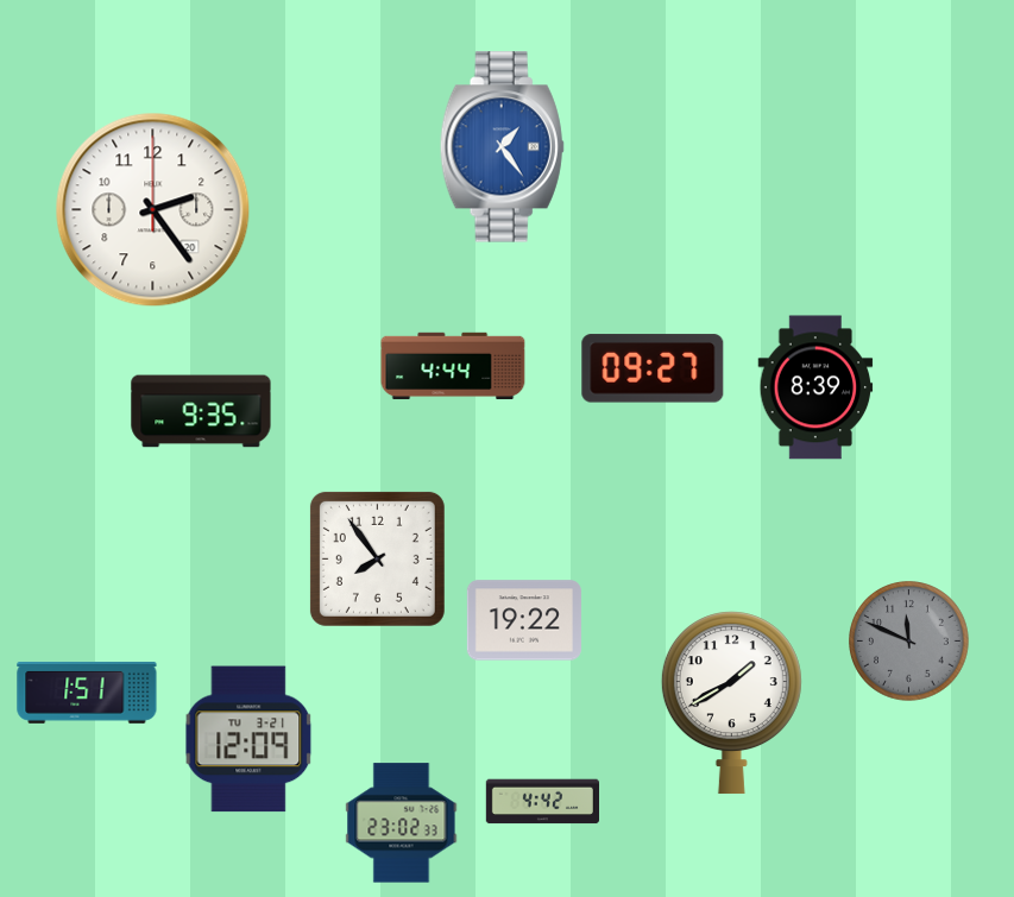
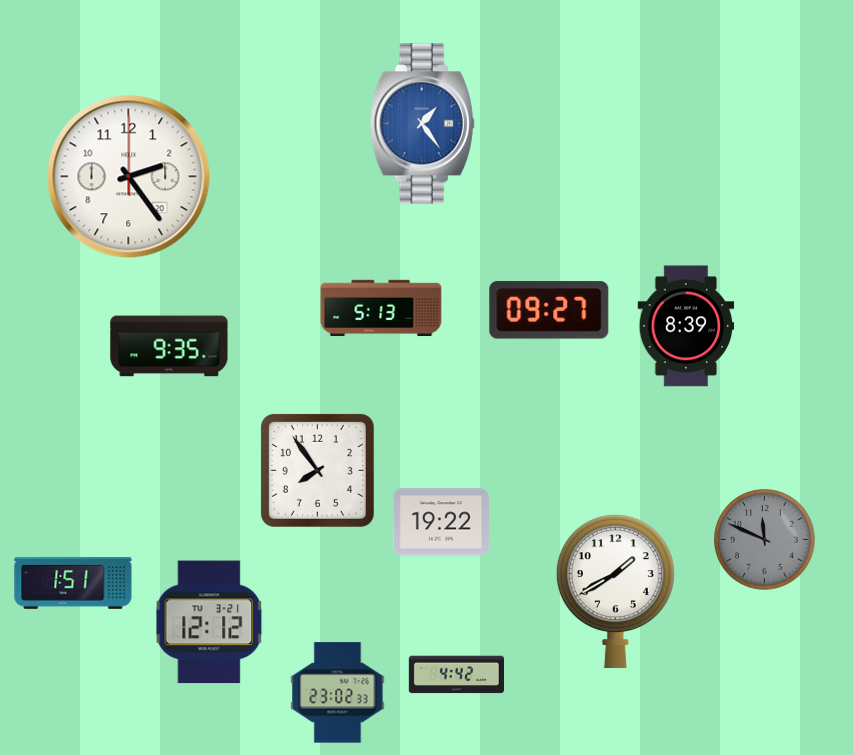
clock at (453, 366): 4:44 -> 5:13
clock at (248, 739): 12:09 -> 12:12
